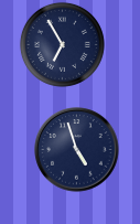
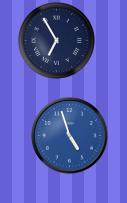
clock at (77, 150) dial: navy -> blue
